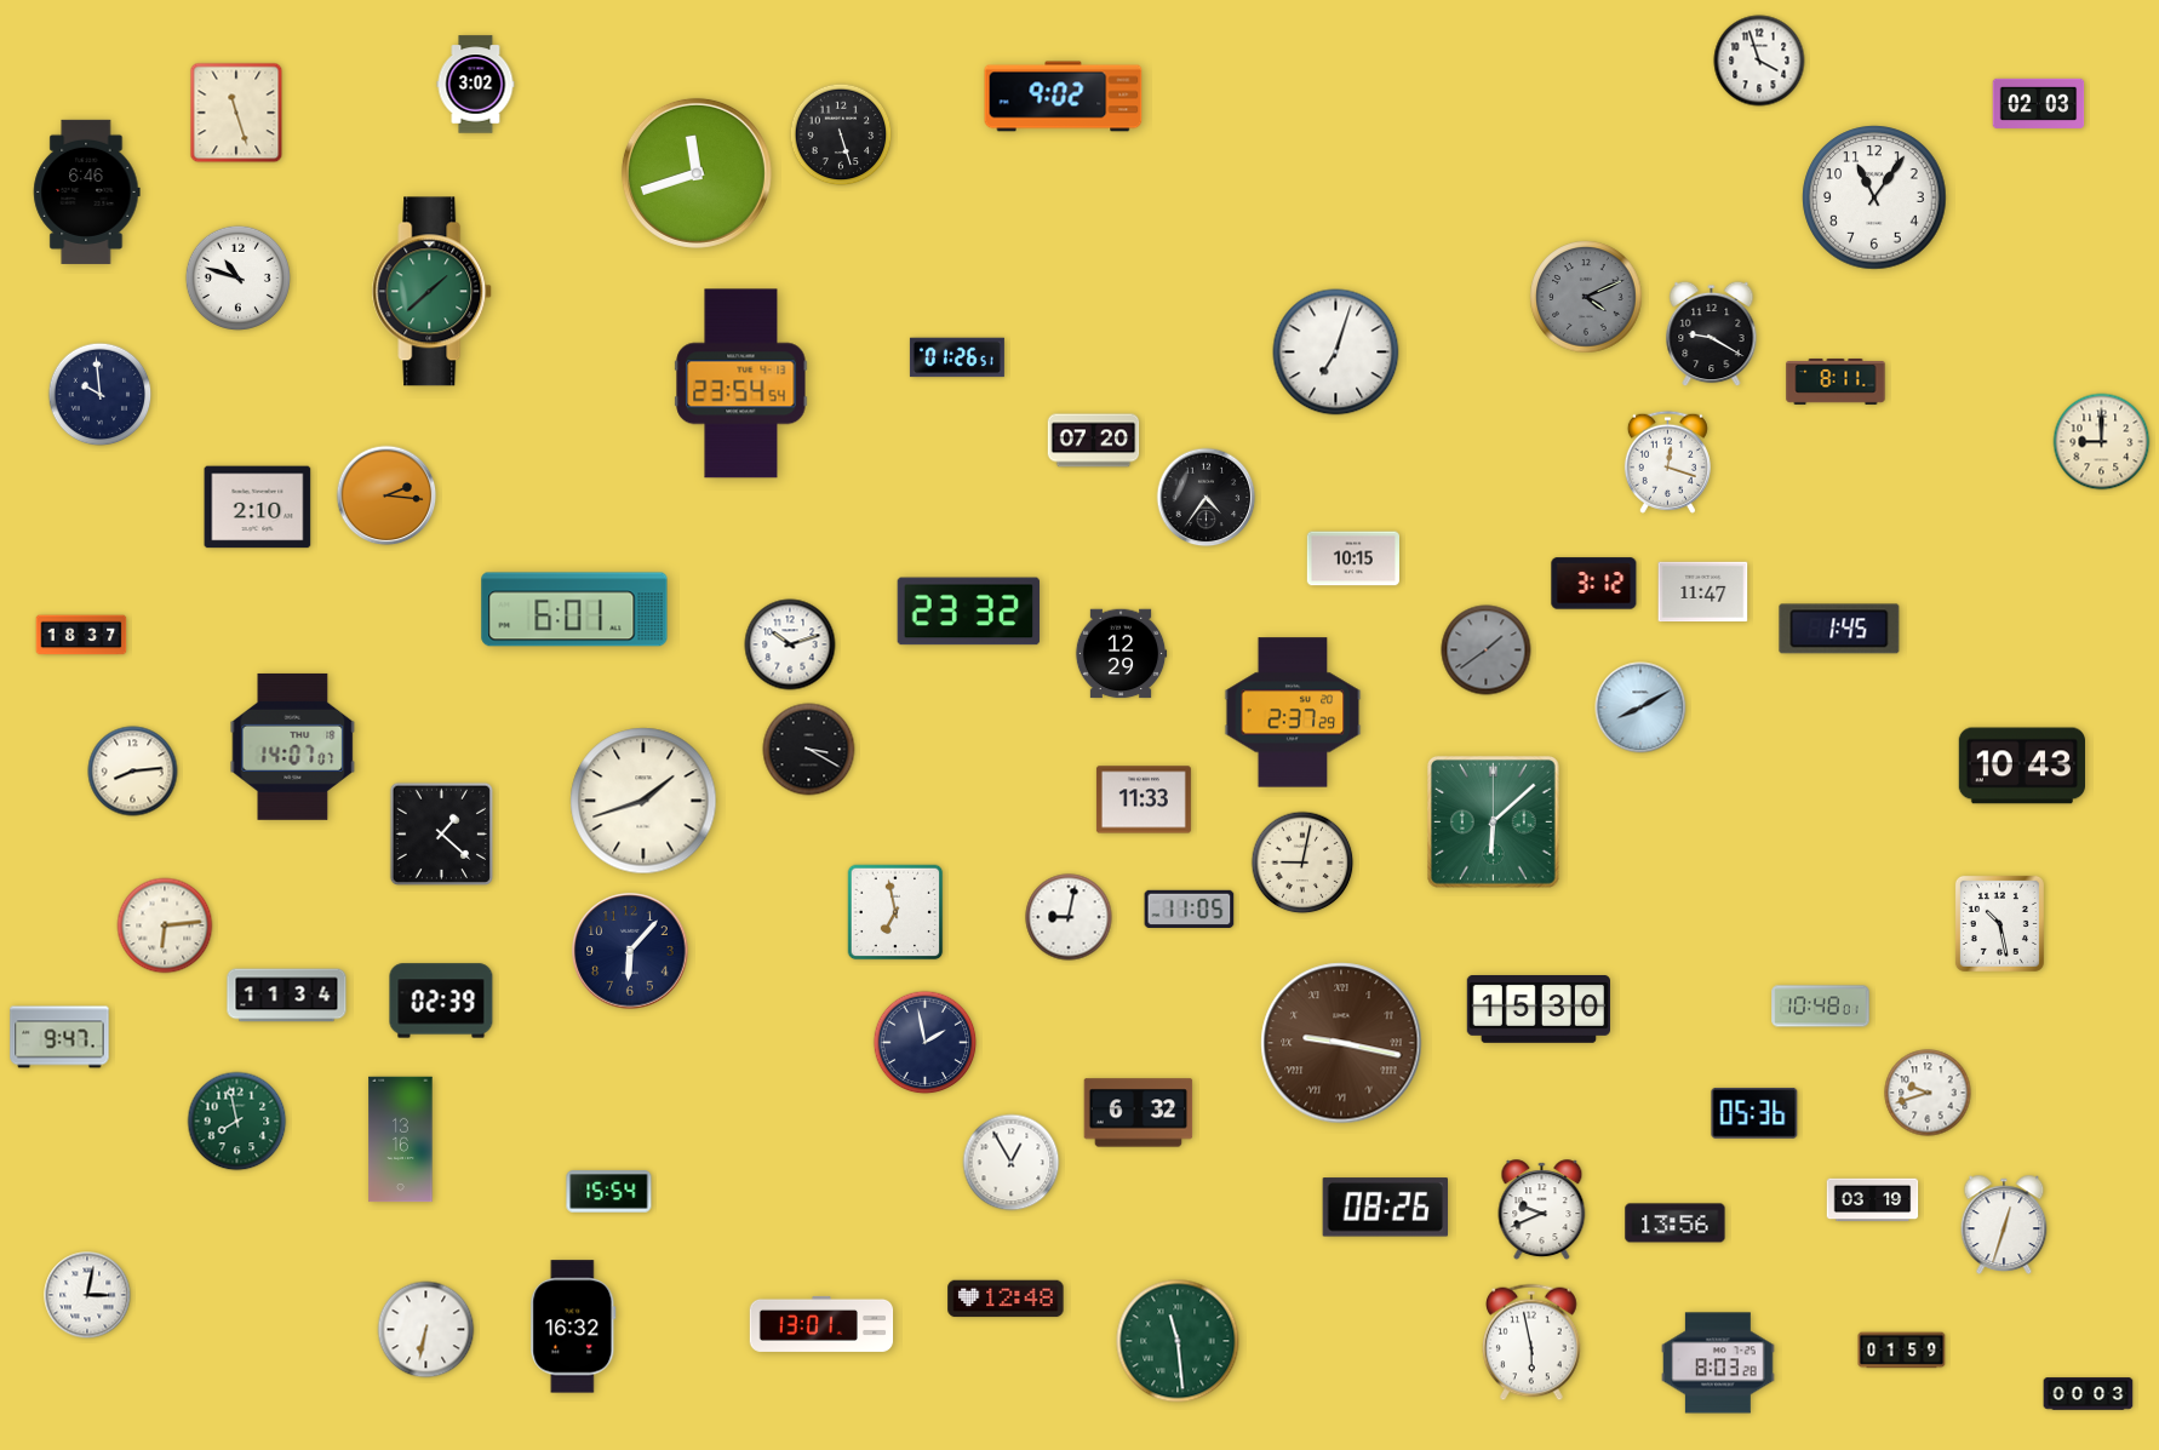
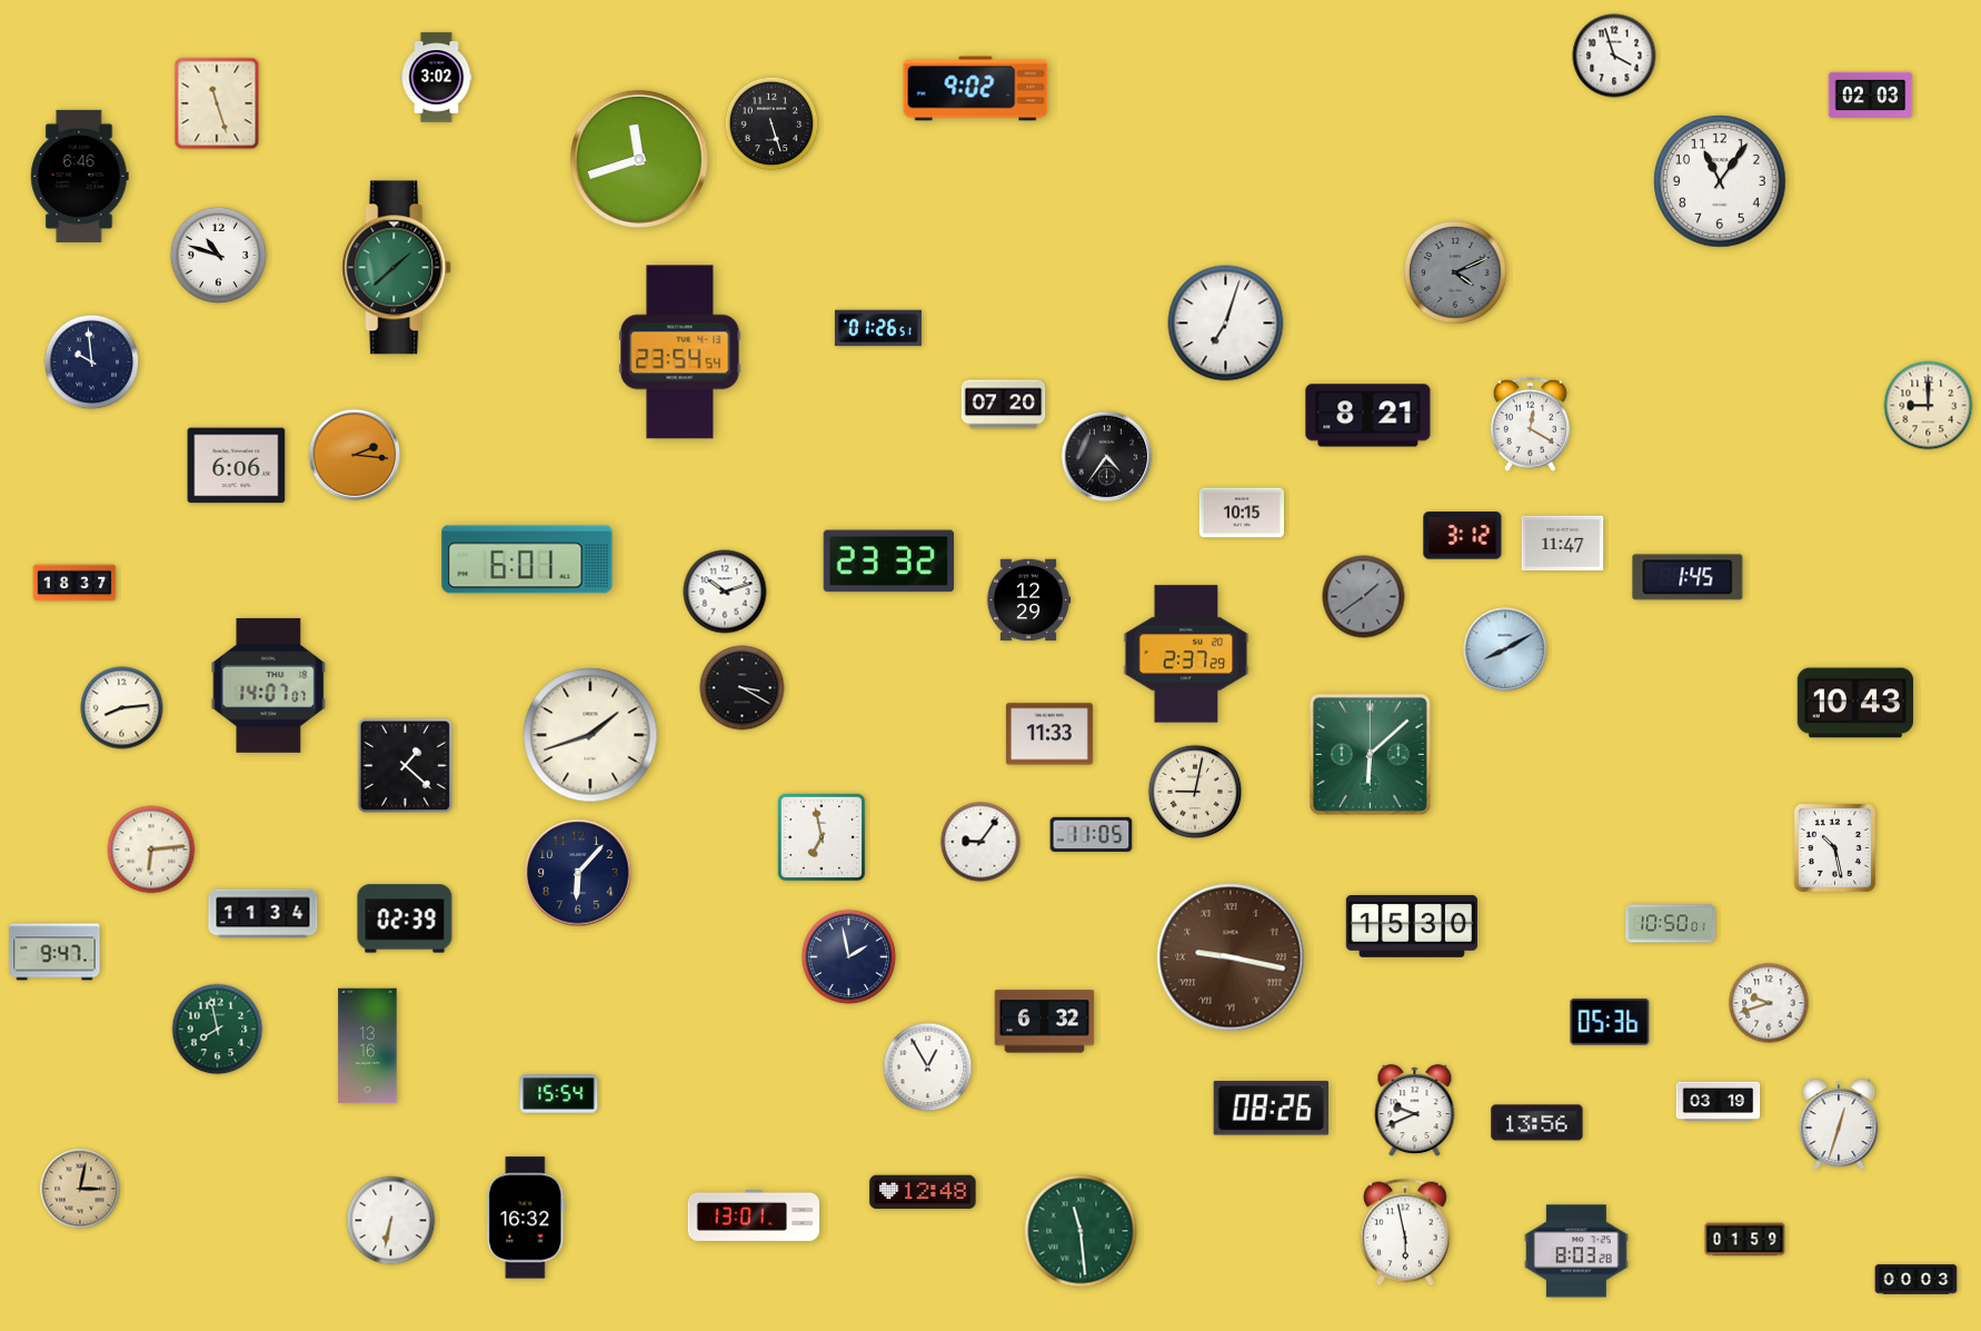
clock at (1712, 334): 9:20 -> none
clock at (1836, 382): 8:11 -> none
clock at (1368, 416): none -> 8:21
clock at (1667, 462): 12:18 -> 12:20
clock at (258, 508): 2:10 -> 6:06
clock at (1069, 917): 9:02 -> 9:06
clock at (1821, 1007): 10:48 -> 10:50
clock at (87, 1295) dial: white -> champagne
